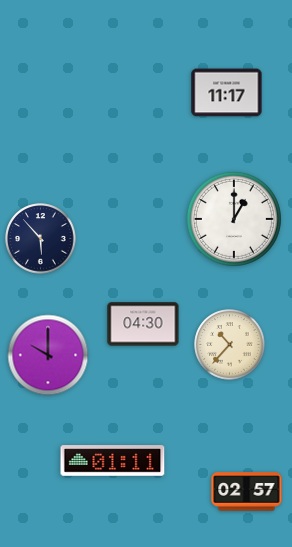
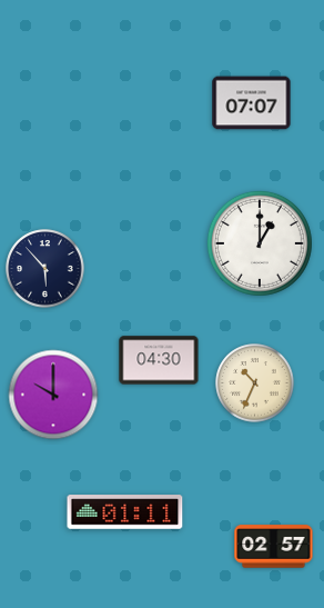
clock at (227, 93): 11:17 -> 07:07
clock at (41, 239) position: (41, 239) -> (45, 269)
clock at (230, 345): 10:37 -> 10:34
